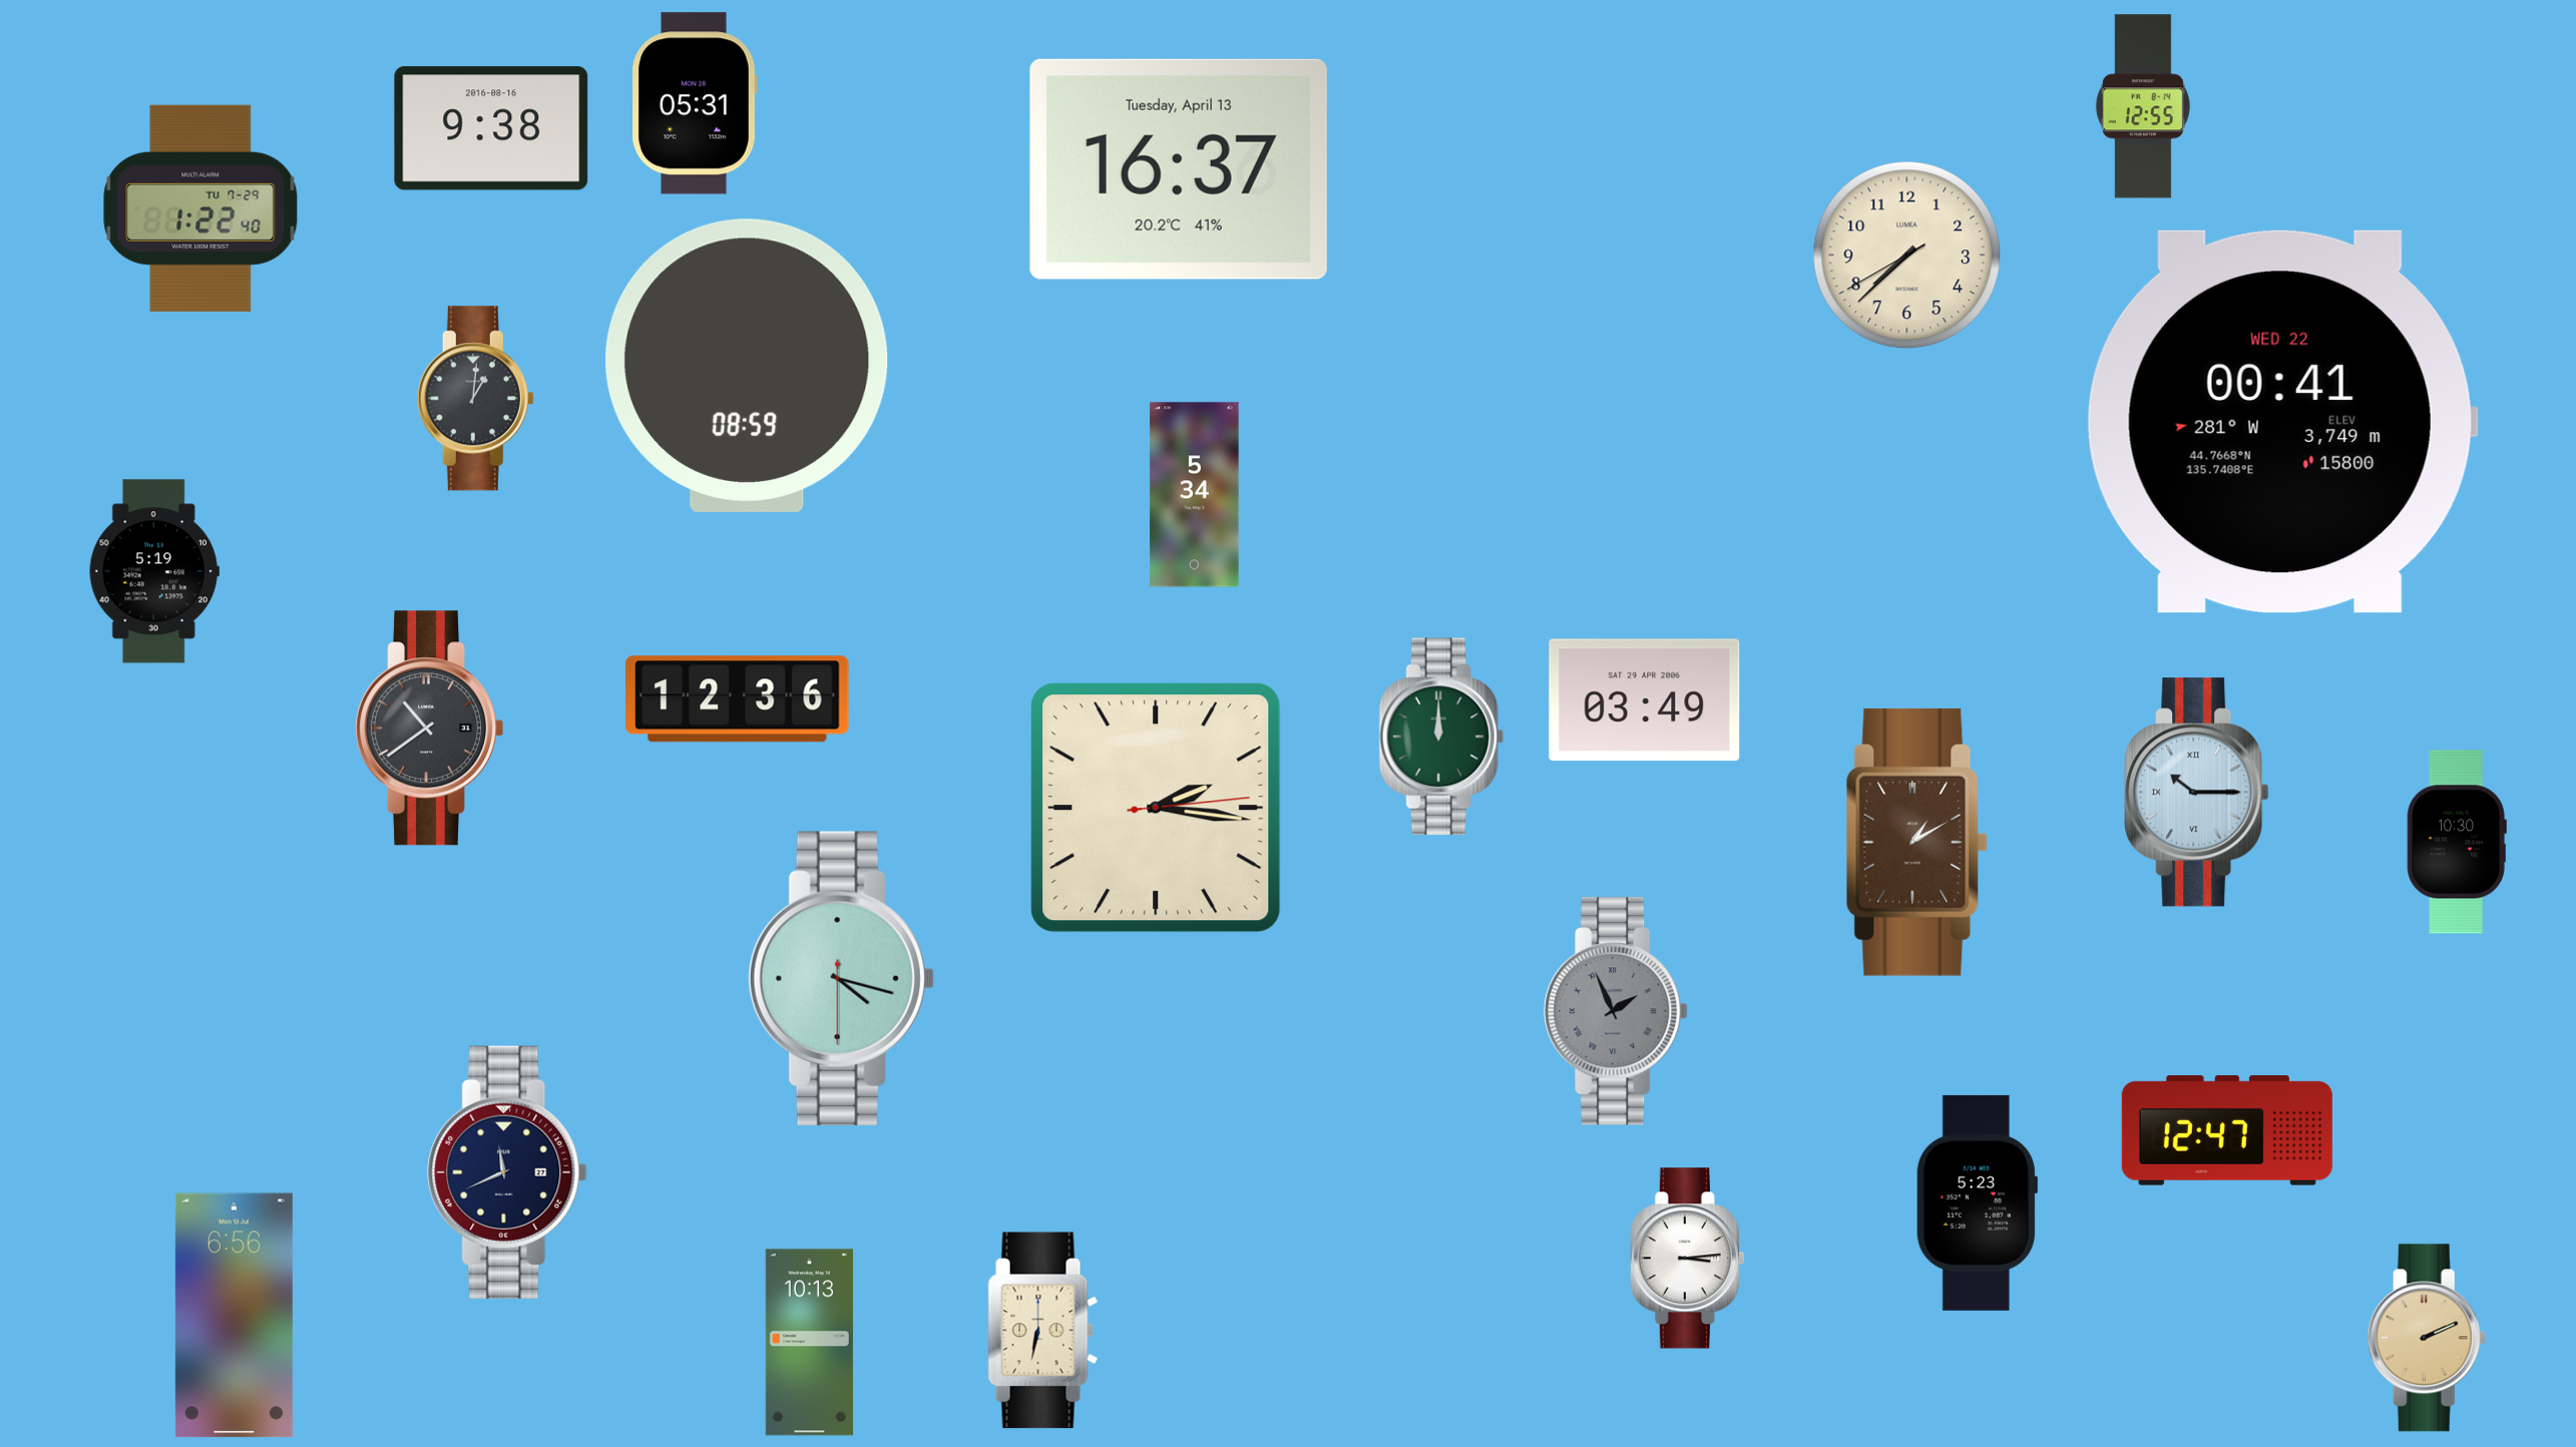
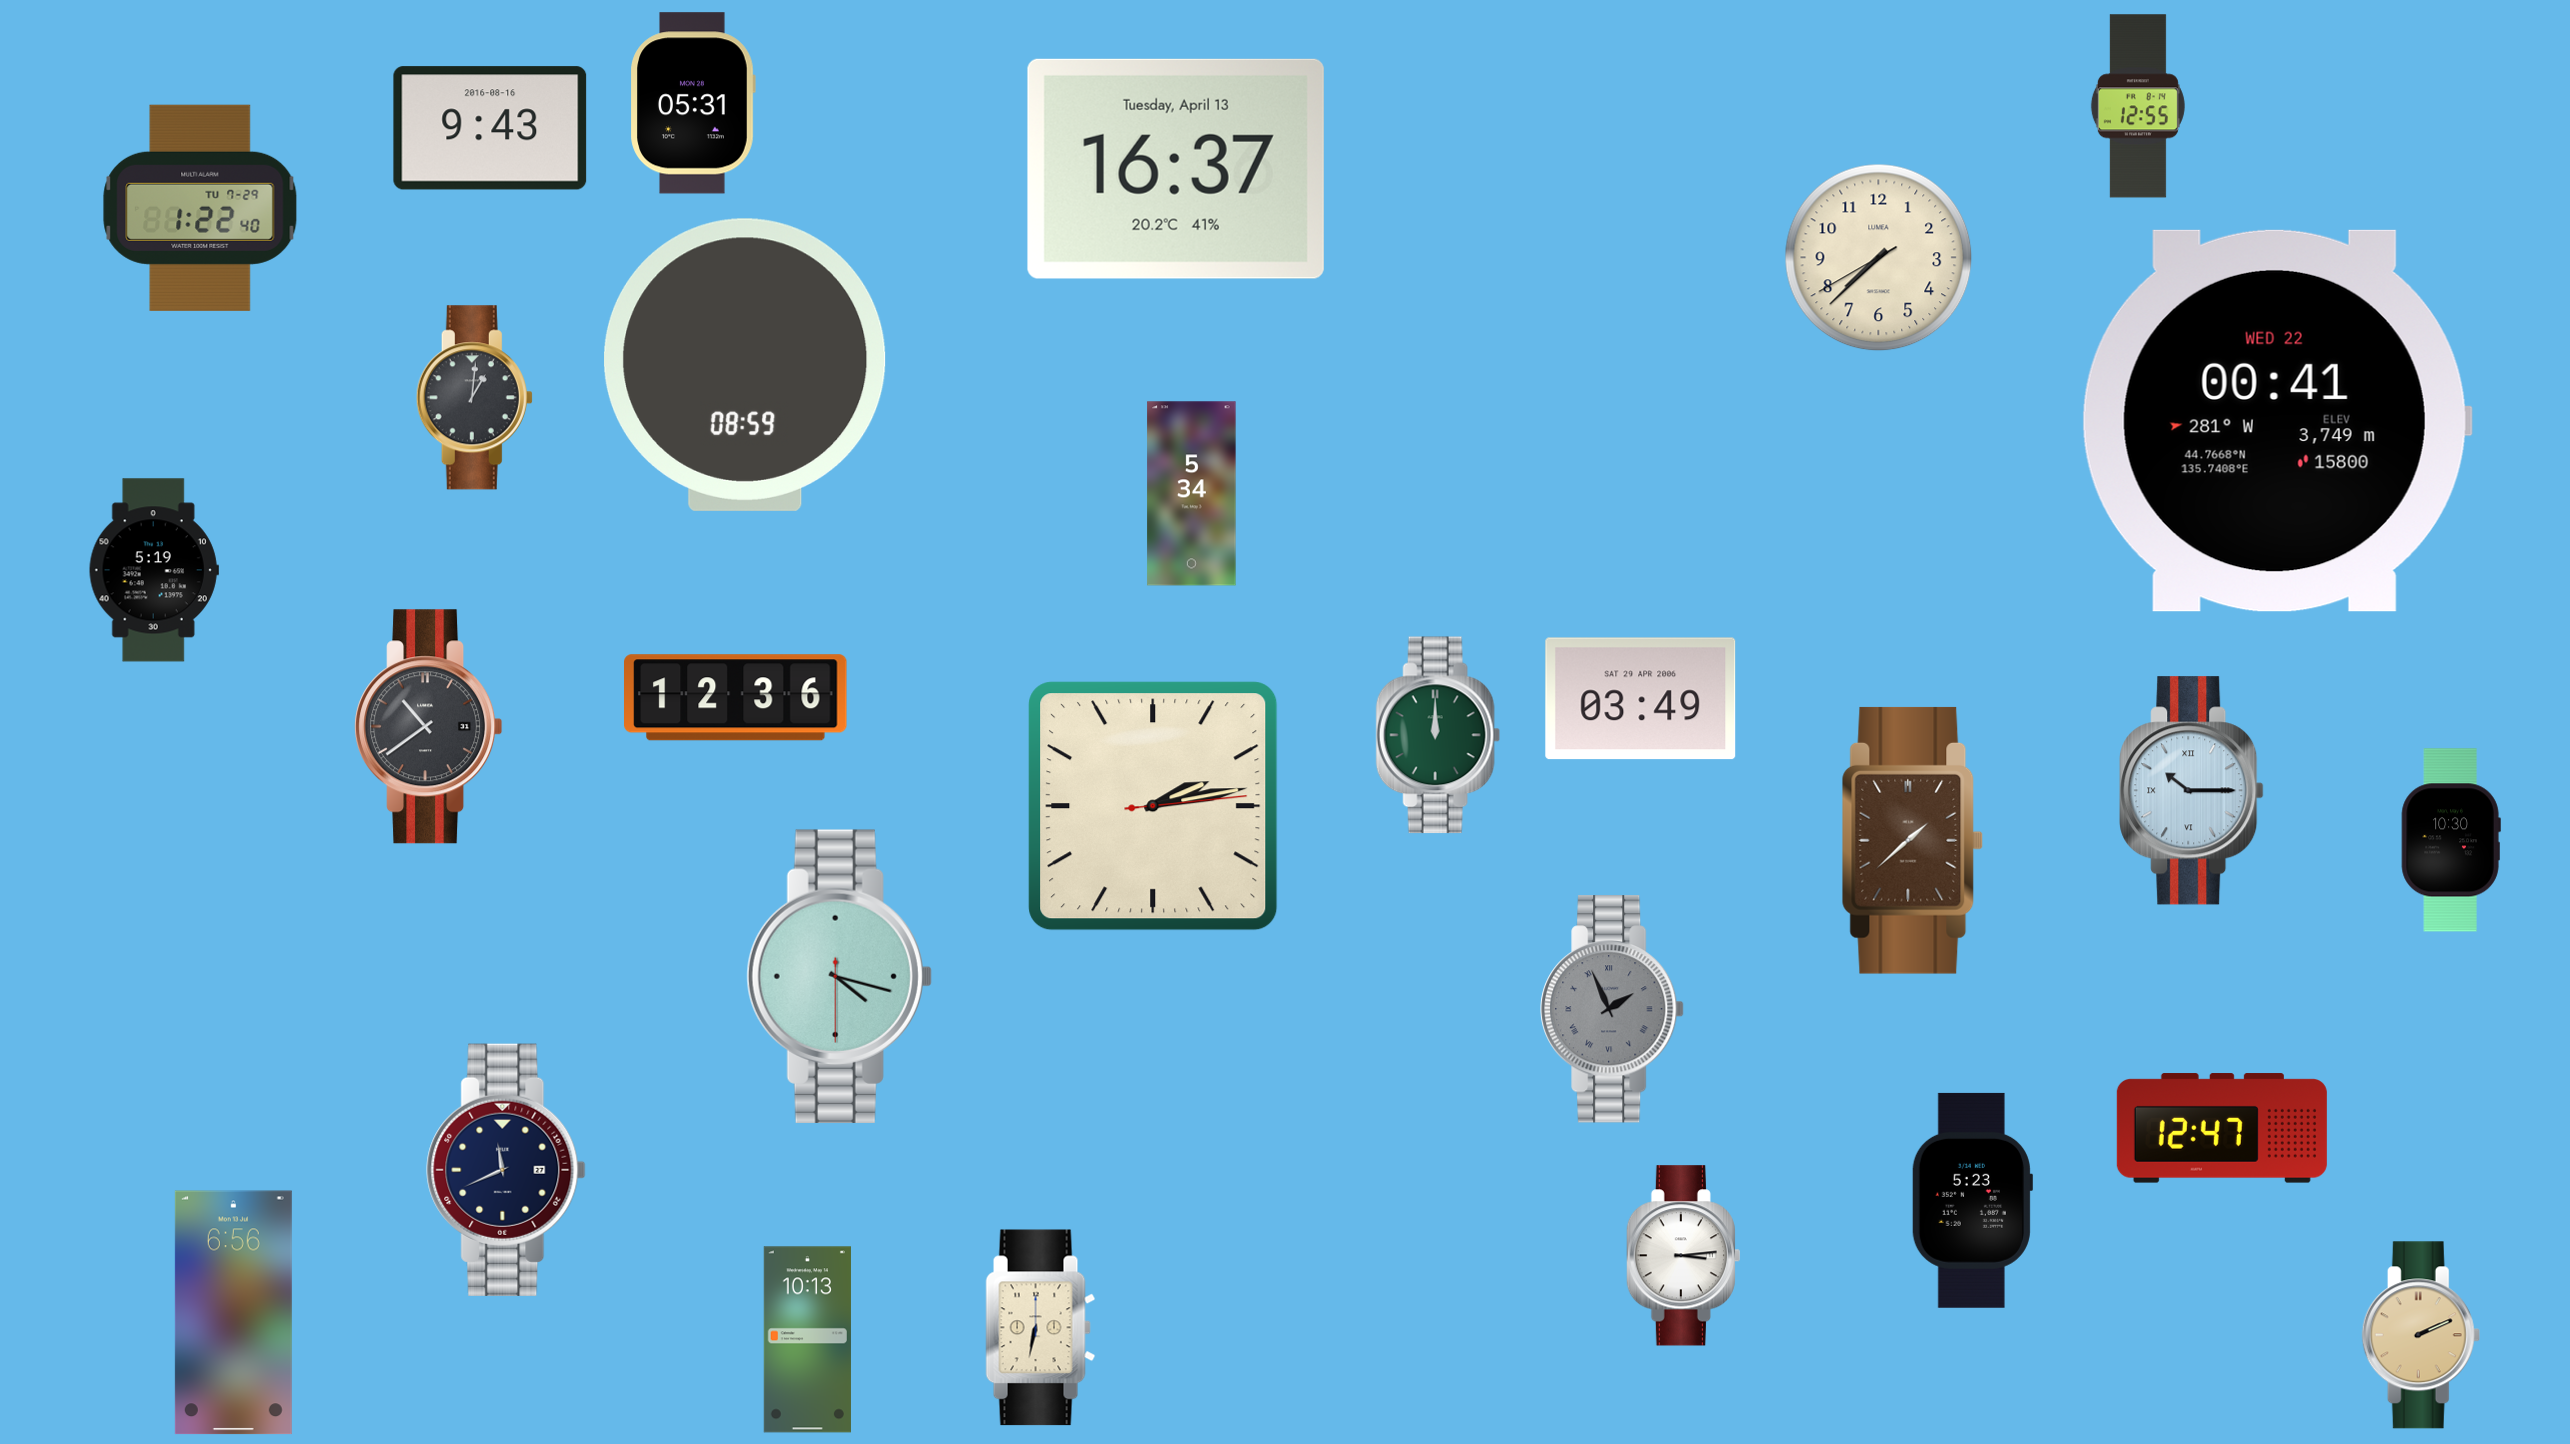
clock at (491, 128): 9:38 -> 9:43
clock at (1907, 256) position: (1907, 256) -> (1879, 258)
clock at (1156, 808): 2:16 -> 2:13
clock at (1917, 842): 1:10 -> 1:38
